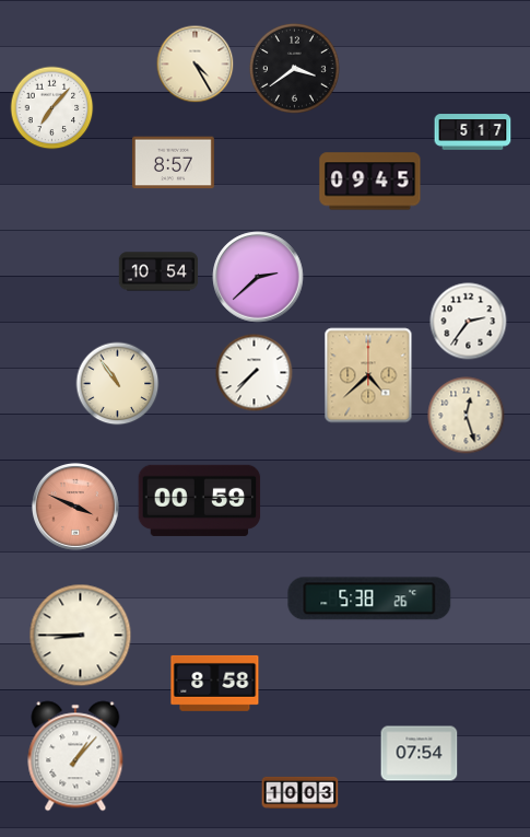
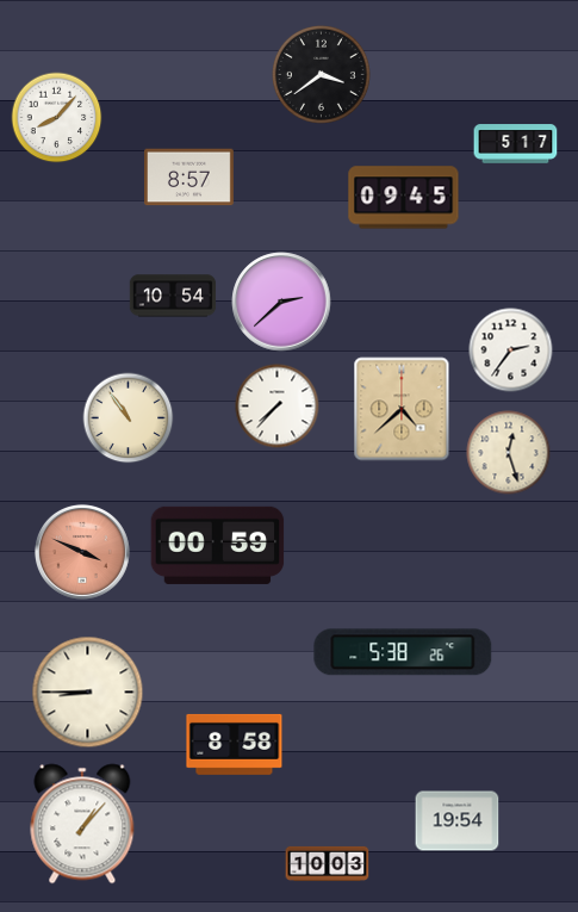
clock at (196, 65): 4:25 -> none
clock at (52, 108): 7:07 -> 8:07
clock at (420, 754): 07:54 -> 19:54
